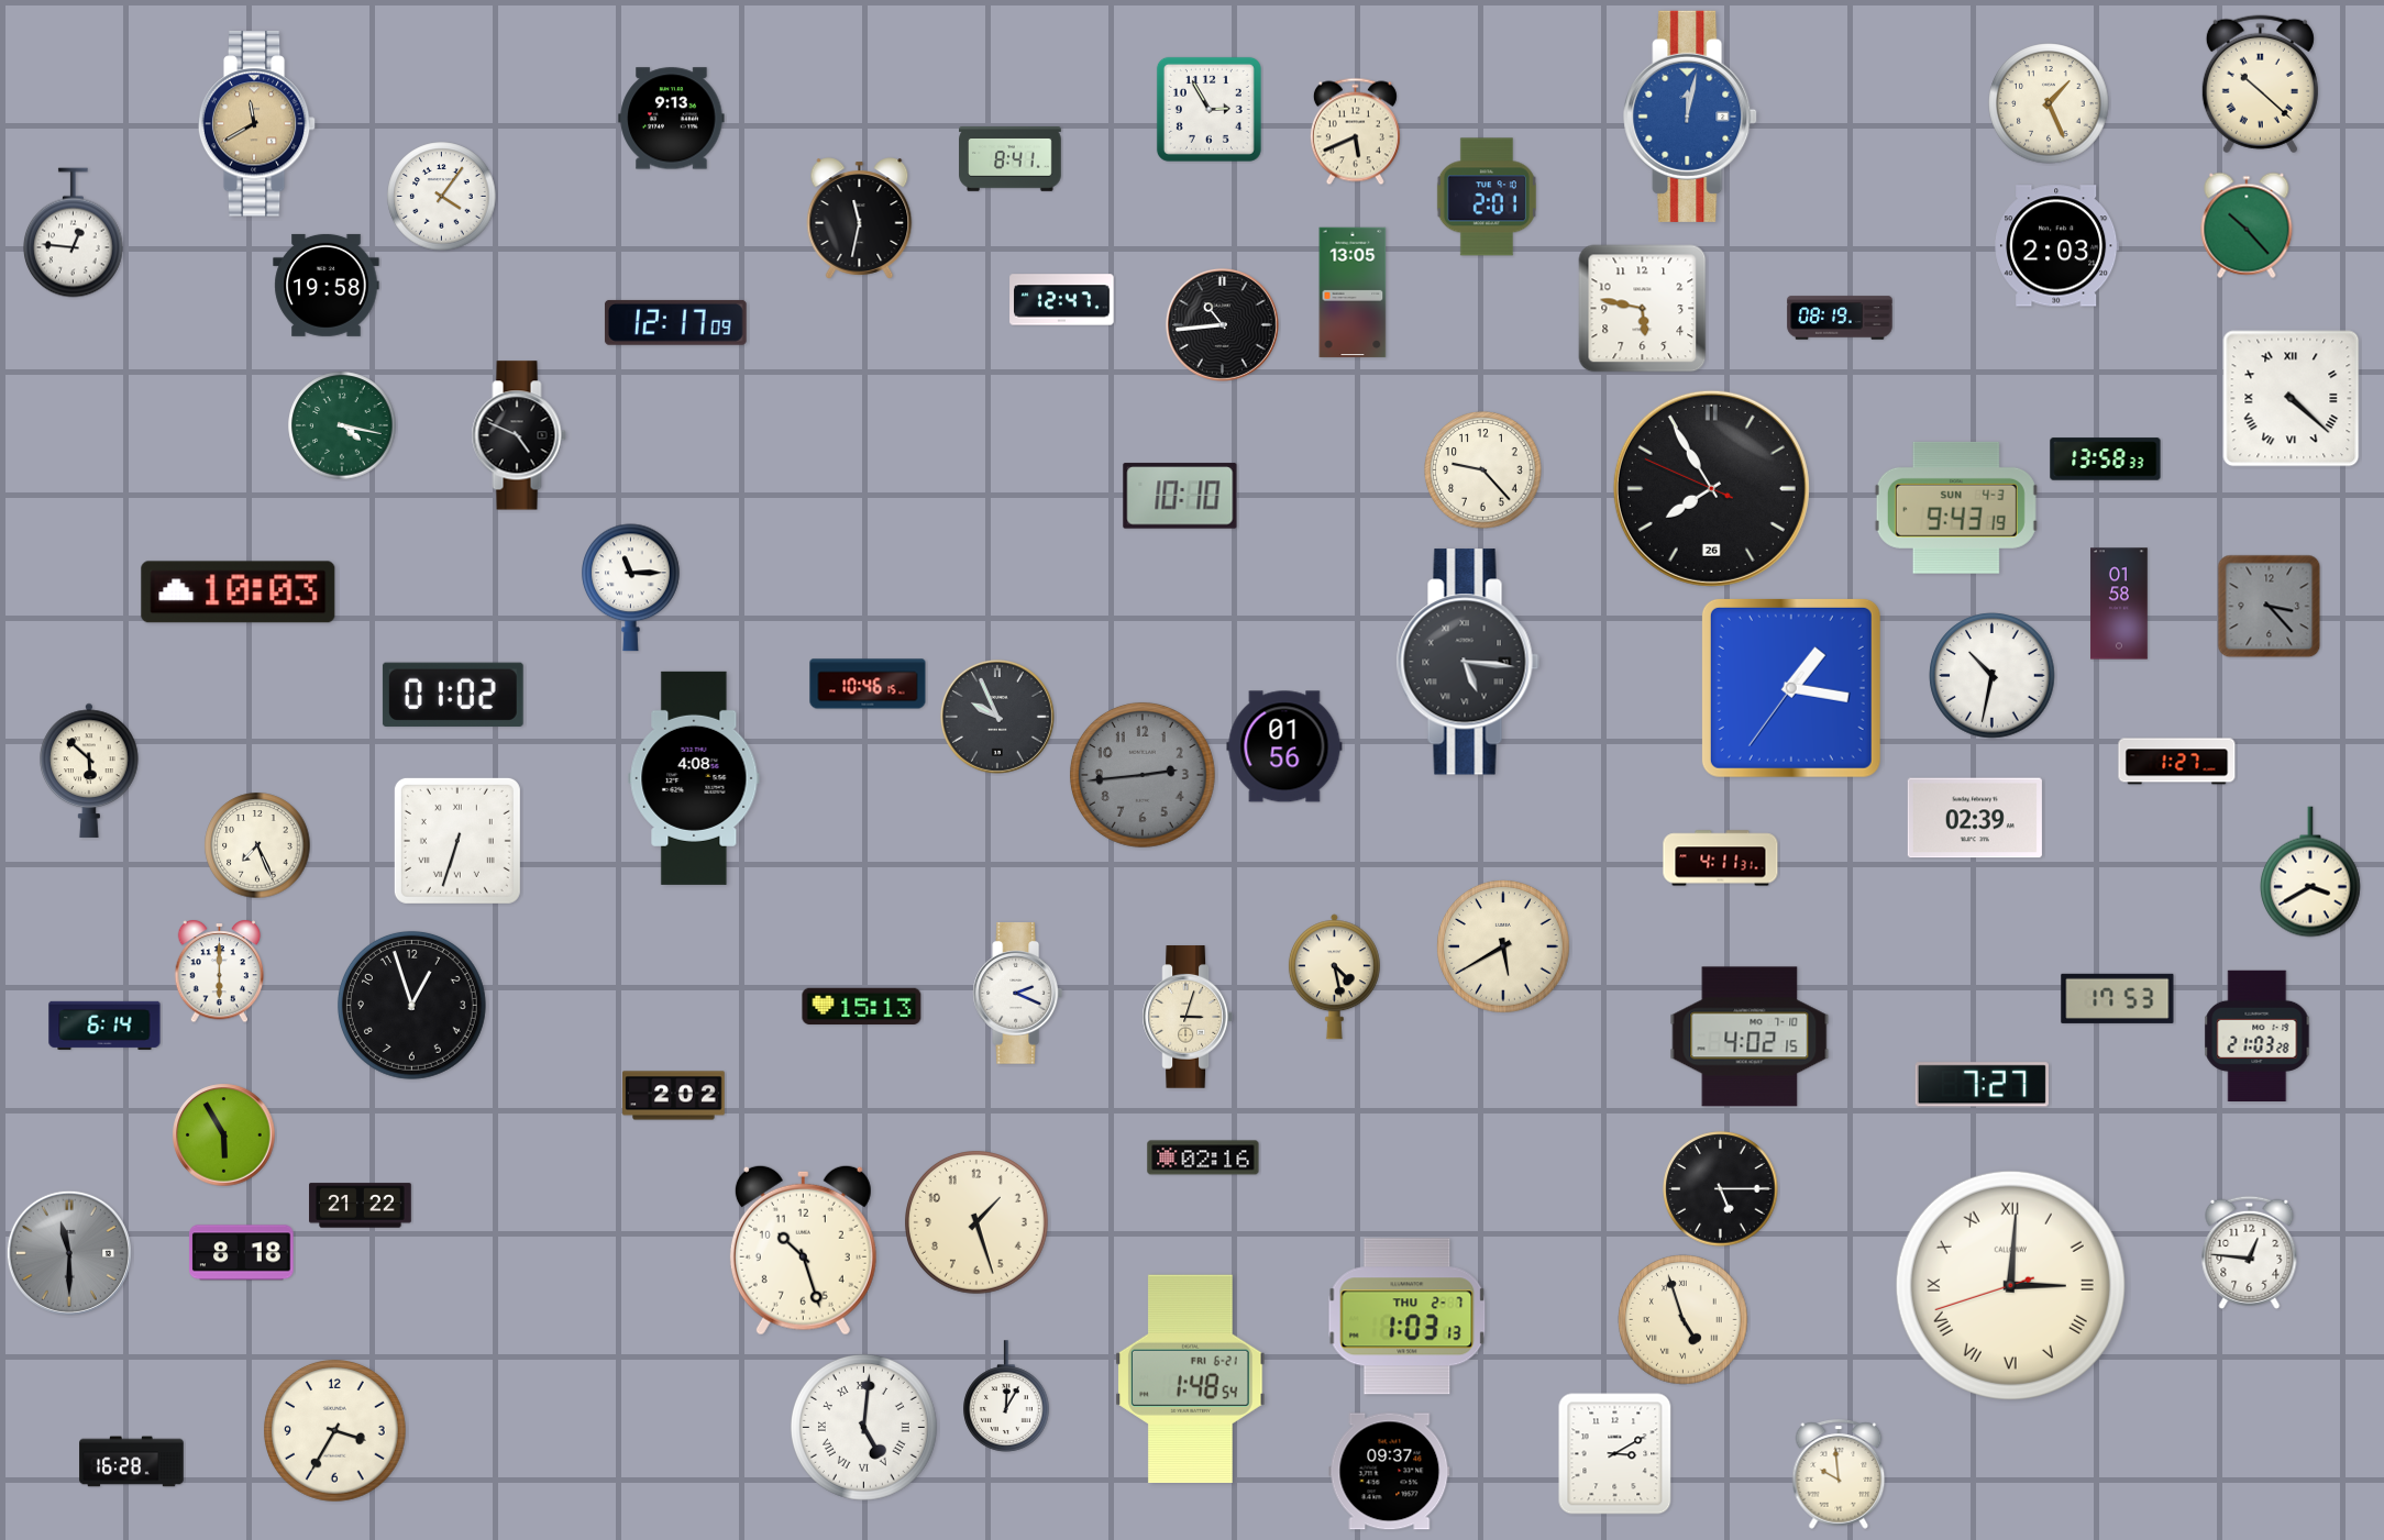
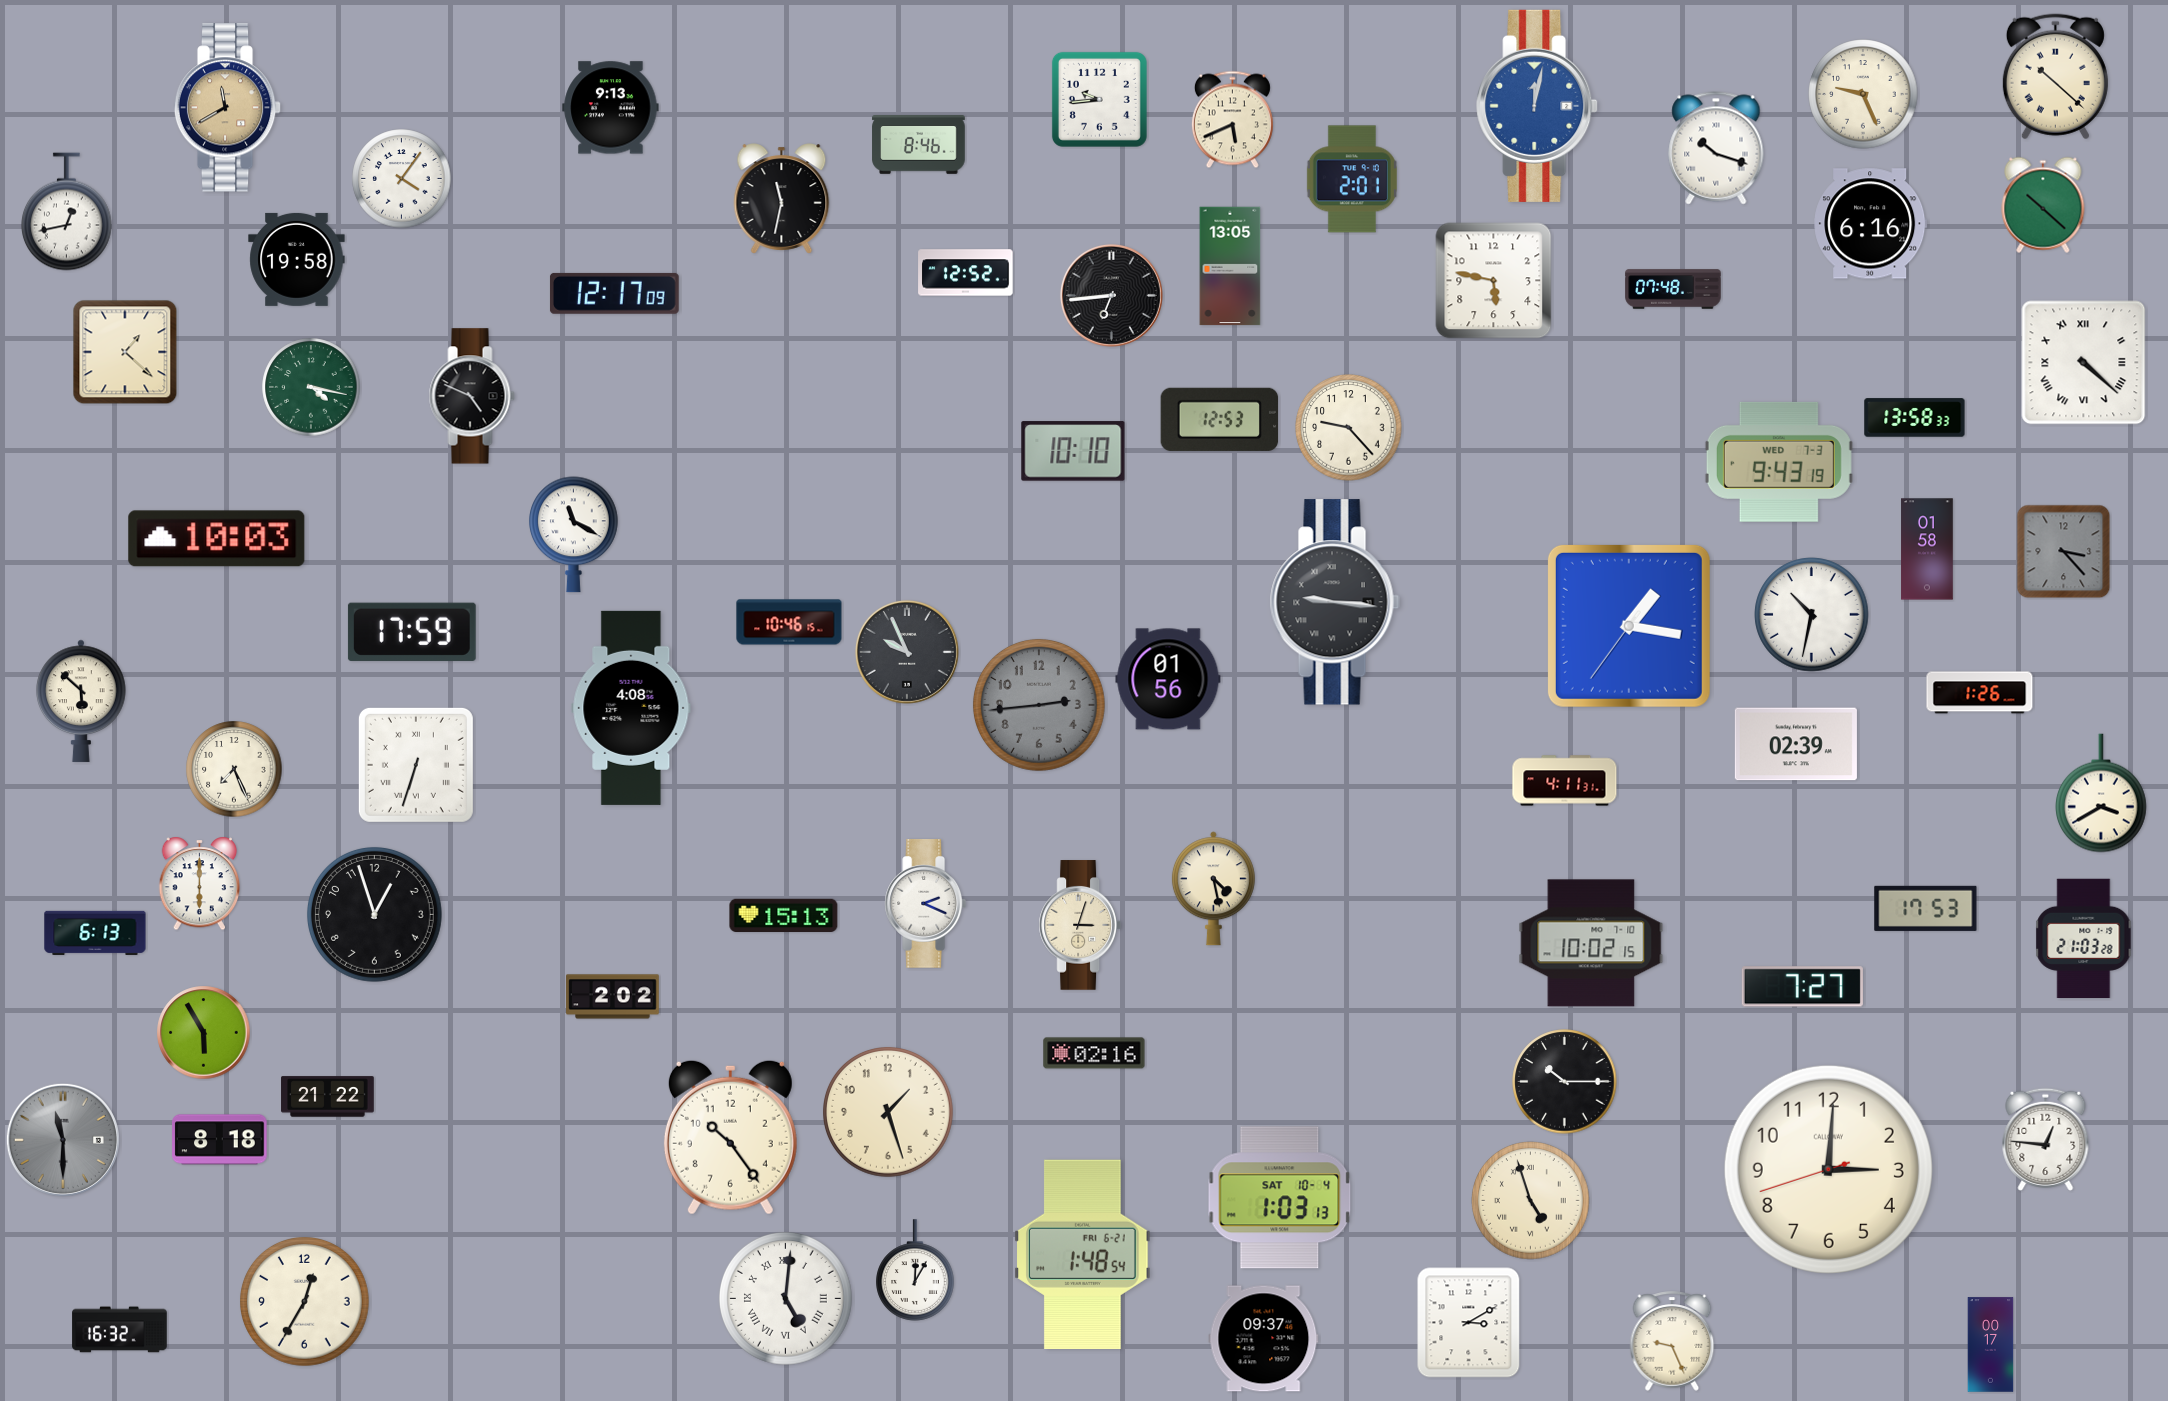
clock at (2049, 103): 1:26 -> 9:26
clock at (1208, 109): 2:55 -> 9:44
clock at (257, 124) position: (257, 124) -> (228, 108)
clock at (1011, 159): 8:41 -> 8:46
clock at (1716, 148): none -> 10:18
clock at (2247, 225): 10:23 -> 10:22
clock at (74, 233): 12:46 -> 12:43
clock at (2057, 246): 2:03 -> 6:16
clock at (1062, 300): 12:47 -> 12:52
clock at (1840, 318): 08:19 -> 07:48
clock at (1222, 324): 10:44 -> 6:44
clock at (125, 352): none -> 1:22
clock at (1220, 419): none -> 12:53
clock at (1711, 488): 7:54 -> none
clock at (1956, 508) date: SUN 4-3 -> WED 7-3
clock at (631, 588): 11:15 -> 11:20
clock at (1468, 662): 5:16 -> 9:16
clock at (453, 695): 01:02 -> 17:59
clock at (2177, 762): 1:27 -> 1:26
clock at (1503, 946): 5:40 -> none
clock at (104, 1026): 6:14 -> 6:13
clock at (2258, 1035) position: (2258, 1035) -> (2084, 938)
clock at (1750, 1037): 4:02 -> 10:02
clock at (1721, 1189): 5:15 -> 10:15
clock at (803, 1250): 10:27 -> 10:24
clock at (2010, 1285) numerals: Roman -> Arabic
clock at (1408, 1317) date: THU 2-7 -> SAT 10-4
clock at (335, 1431): 3:35 -> 12:35
clock at (132, 1462): 16:28 -> 16:32
clock at (1839, 1474): 9:59 -> 9:26
clock at (1991, 1345): none -> 00:17
